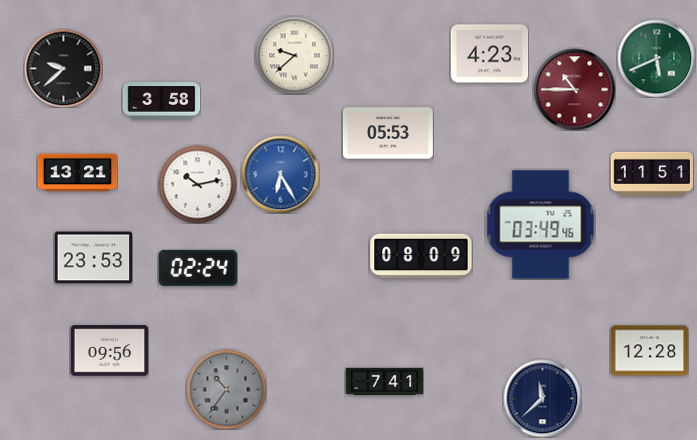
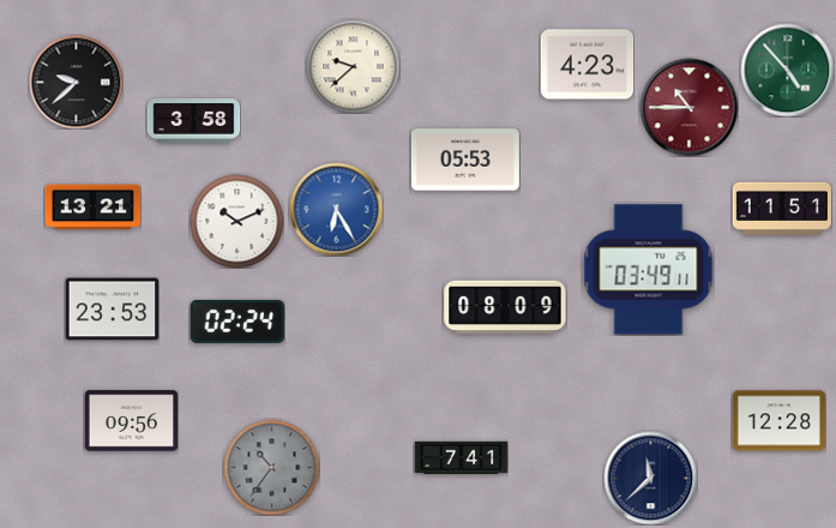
clock at (656, 58): 5:41 -> 4:53
clock at (197, 184): 10:13 -> 10:11
clock at (541, 225): 03:49:46 -> 03:49:11
